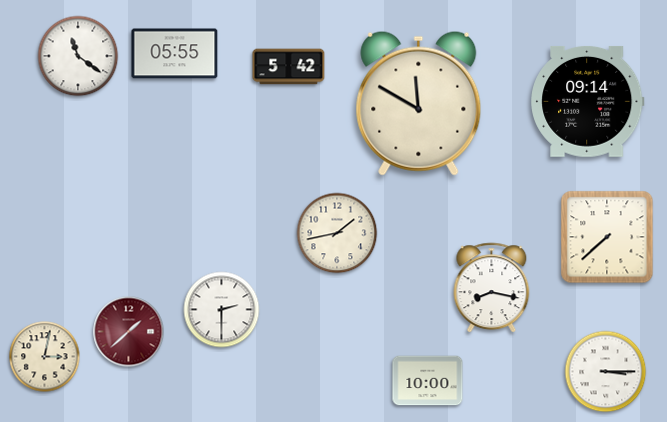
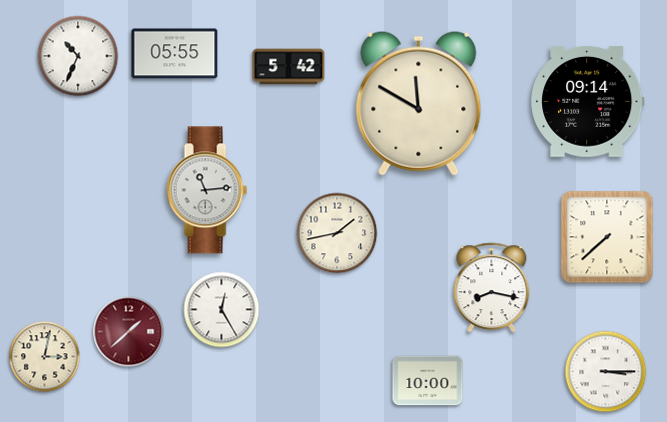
clock at (78, 56): 11:21 -> 10:34
clock at (207, 190): none -> 11:14
clock at (222, 310): 2:30 -> 12:25
